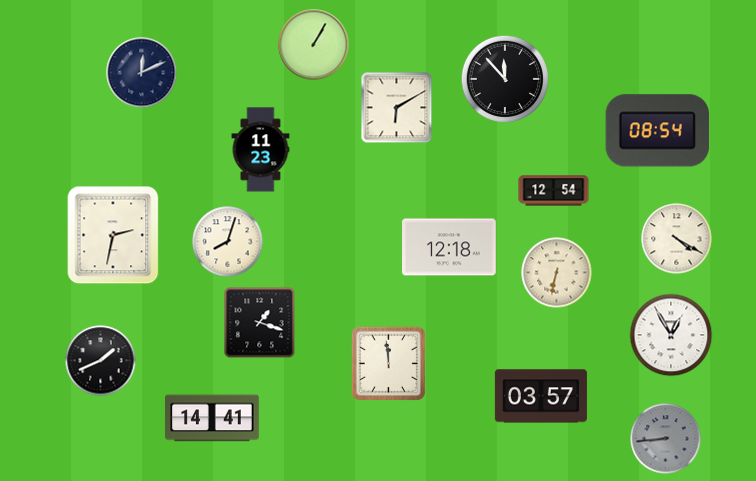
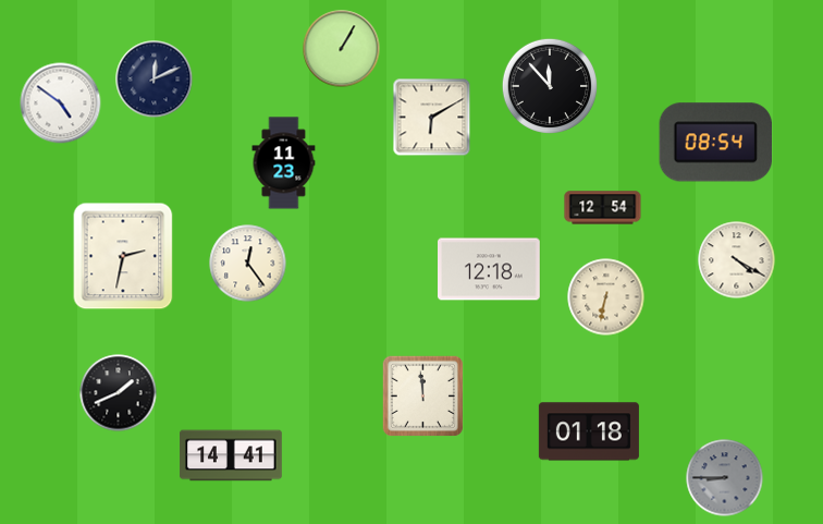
clock at (61, 103): none -> 4:51
clock at (228, 242): 8:03 -> 12:24
clock at (260, 323): 1:18 -> none
clock at (671, 335): 12:55 -> none
clock at (101, 361) position: (101, 361) -> (119, 393)
clock at (541, 396): 03:57 -> 01:18
clock at (666, 439): 8:44 -> 8:45
